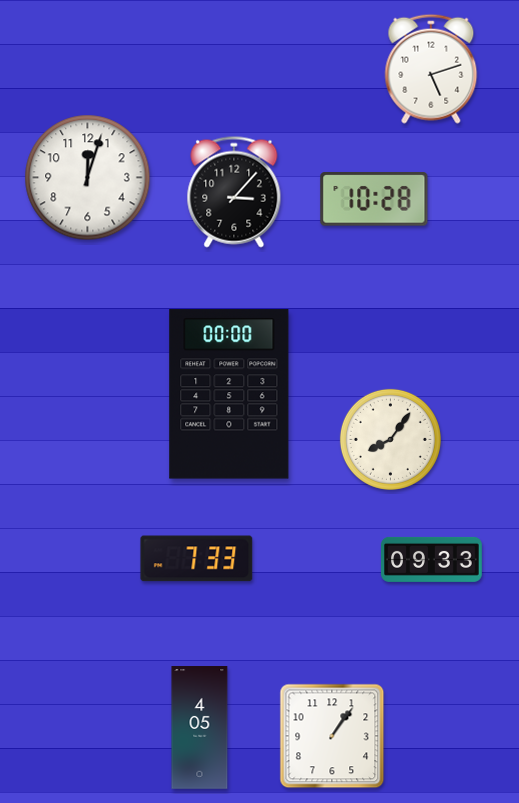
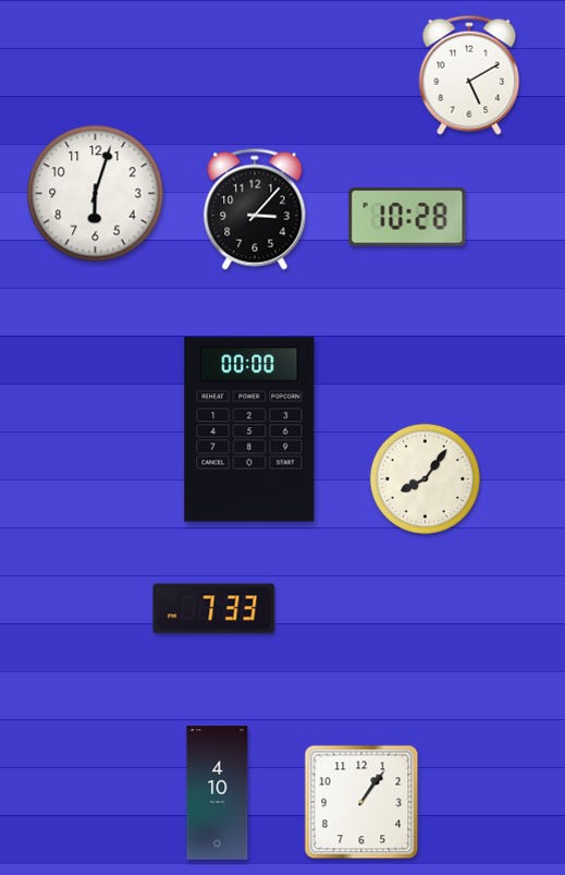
clock at (431, 69): 5:12 -> 5:10
clock at (88, 178): 12:03 -> 6:03
clock at (432, 559): 09:33 -> none
clock at (200, 728): 4:05 -> 4:10
